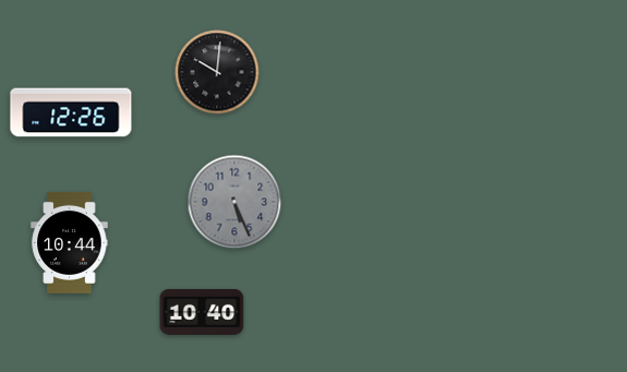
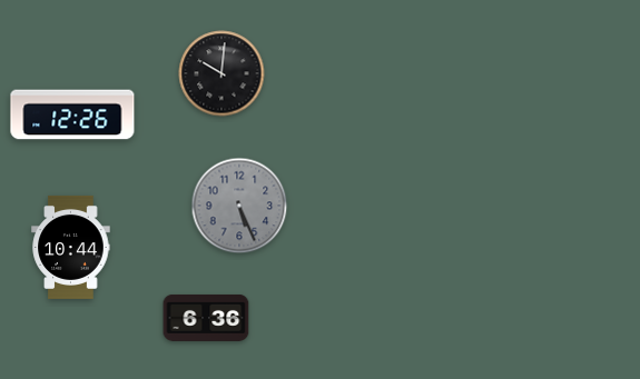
clock at (202, 312): 10:40 -> 6:36
